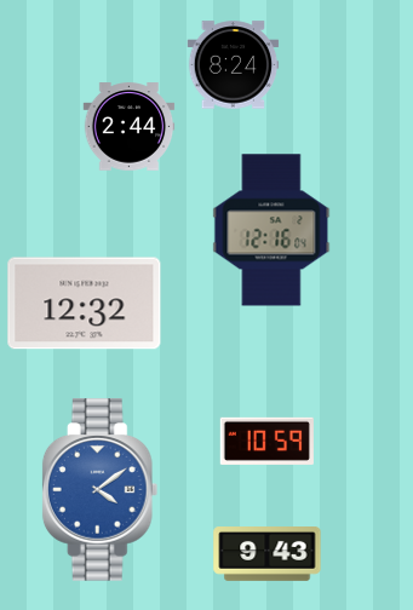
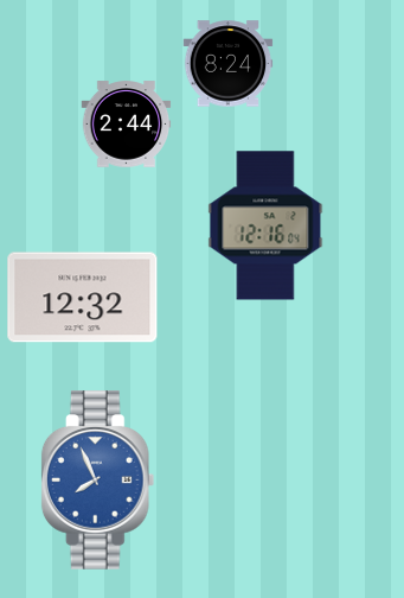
clock at (266, 441): 10:59 -> none
clock at (101, 490): 4:09 -> 7:56
clock at (268, 554): 9:43 -> none
